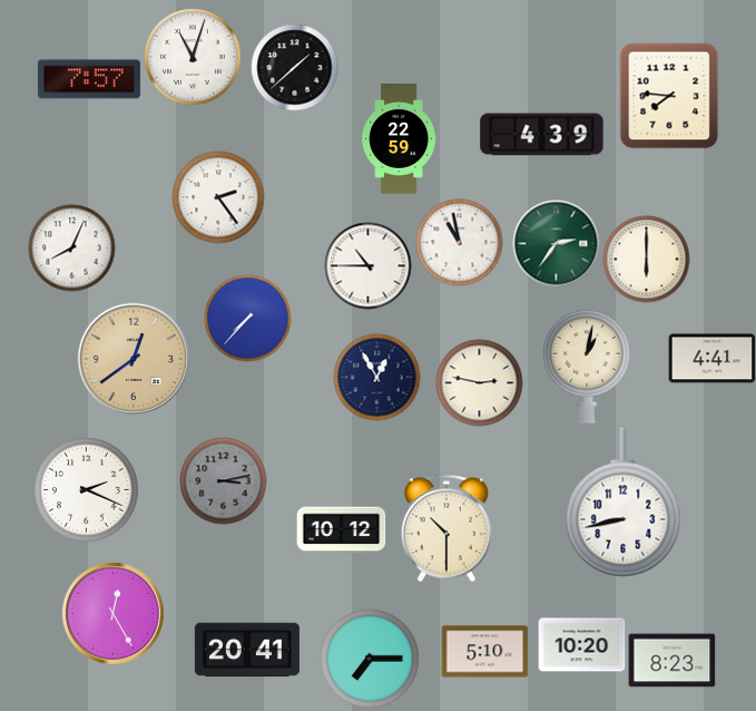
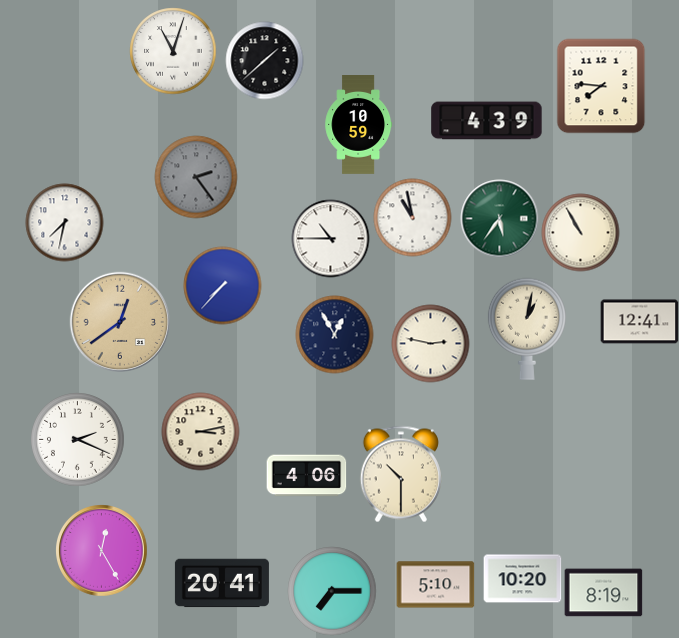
clock at (89, 79): 7:57 -> none
clock at (399, 139): 22:59 -> 10:59
clock at (218, 197) dial: white -> grey
clock at (556, 243): 2:36 -> 5:36
clock at (71, 247): 8:04 -> 7:32
clock at (646, 259): 6:00 -> 10:55
clock at (711, 359): 4:41 -> 12:41
clock at (376, 377) position: (376, 377) -> (334, 334)
clock at (223, 480) dial: grey -> cream
clock at (624, 503): 8:43 -> none
clock at (341, 530): 10:12 -> 4:06
clock at (671, 661): 8:23 -> 8:19
